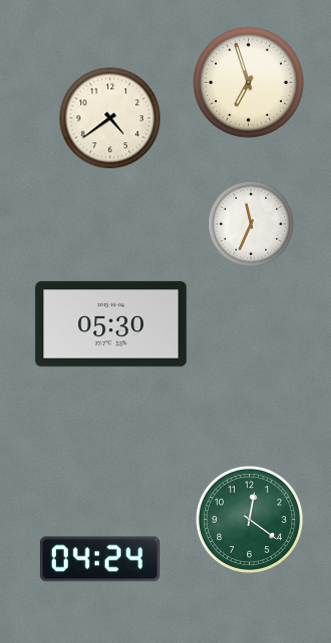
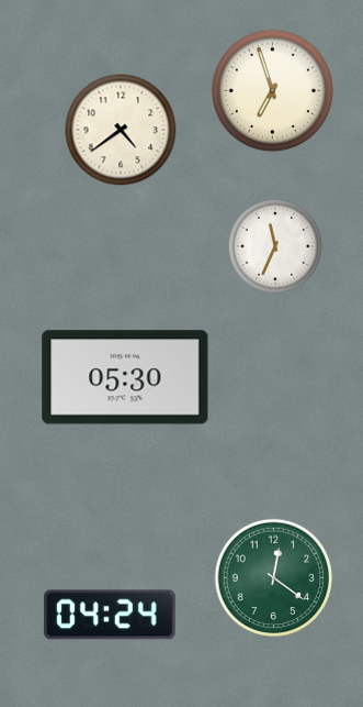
clock at (111, 324) position: (111, 324) -> (125, 377)
clock at (250, 520) position: (250, 520) -> (274, 578)
